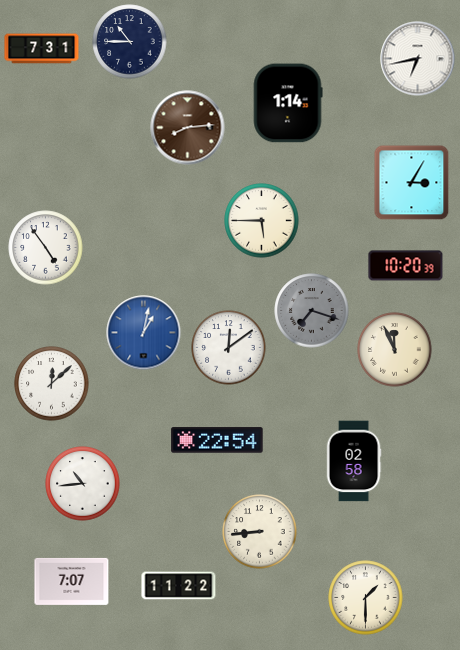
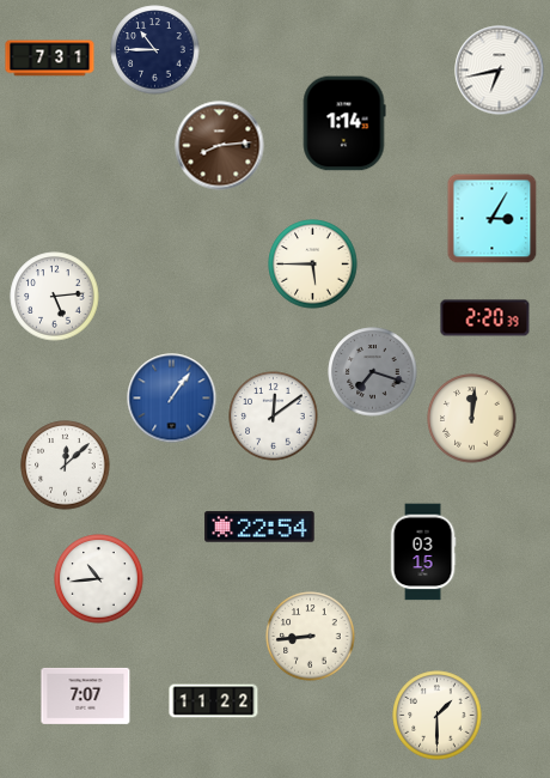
clock at (188, 128) position: (188, 128) -> (220, 146)
clock at (46, 248): 4:54 -> 5:14
clock at (406, 266): 10:20 -> 2:20
clock at (144, 333): 1:02 -> 1:06
clock at (395, 350): 11:56 -> 12:01
clock at (52, 384) position: (52, 384) -> (66, 466)
clock at (354, 461): 02:58 -> 03:15
